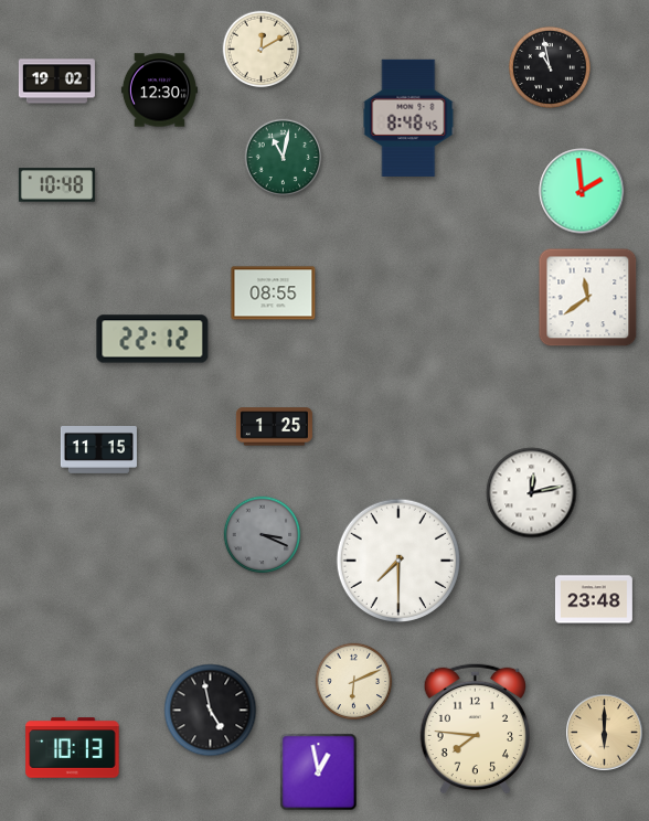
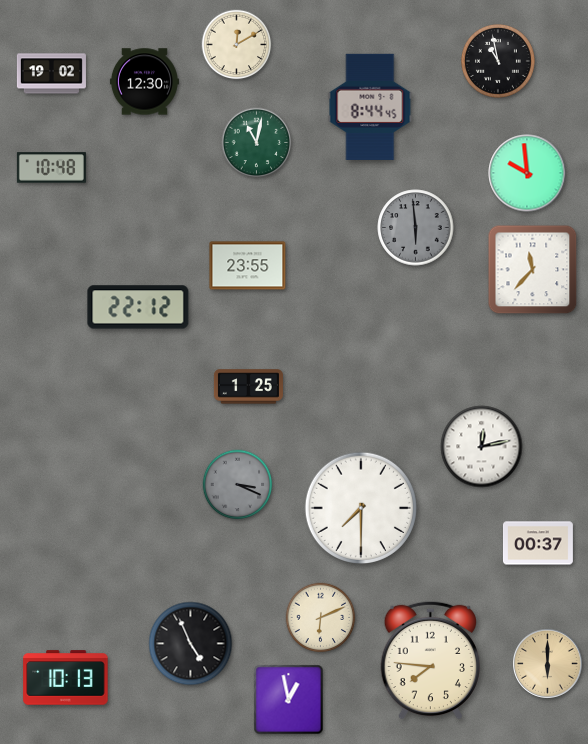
clock at (408, 118): 8:48 -> 8:44
clock at (582, 191): 1:59 -> 9:59
clock at (416, 228): none -> 5:59
clock at (274, 294): 08:55 -> 23:55
clock at (588, 298): 11:39 -> 11:37
clock at (98, 450): 11:15 -> none
clock at (594, 599): 23:48 -> 00:37
clock at (211, 711): 4:58 -> 4:56
